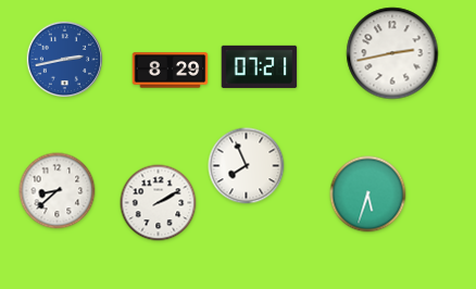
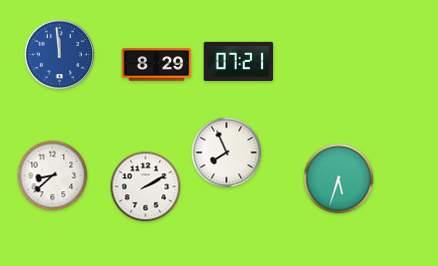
clock at (392, 53): 2:43 -> none
clock at (65, 60): 2:43 -> 11:59
